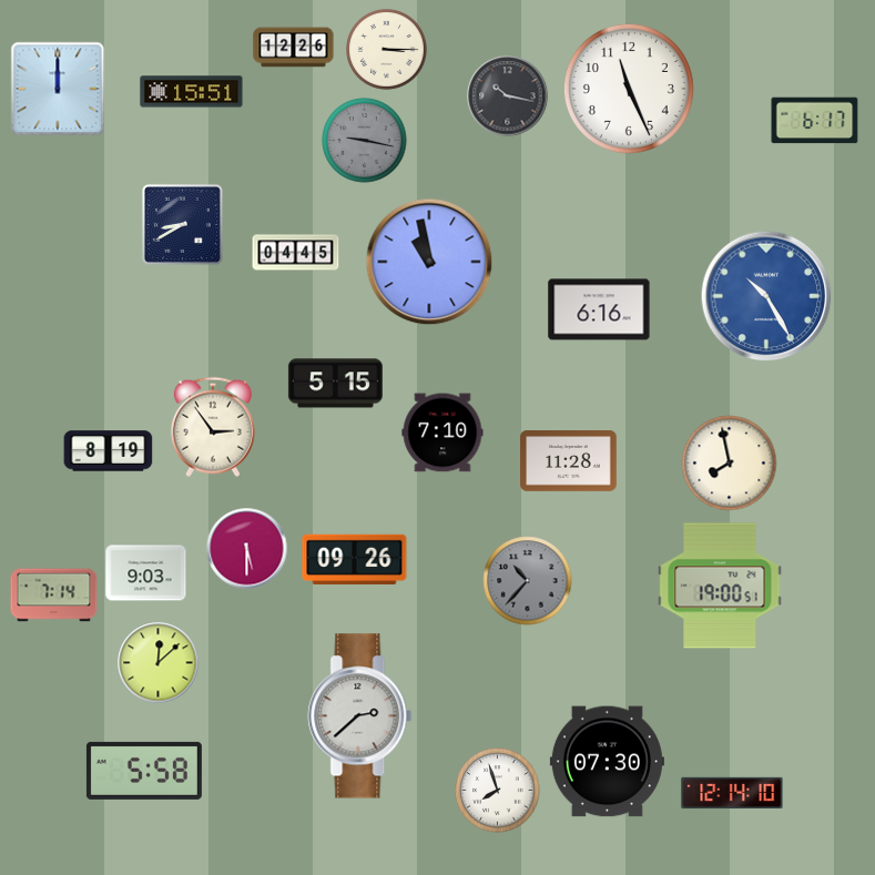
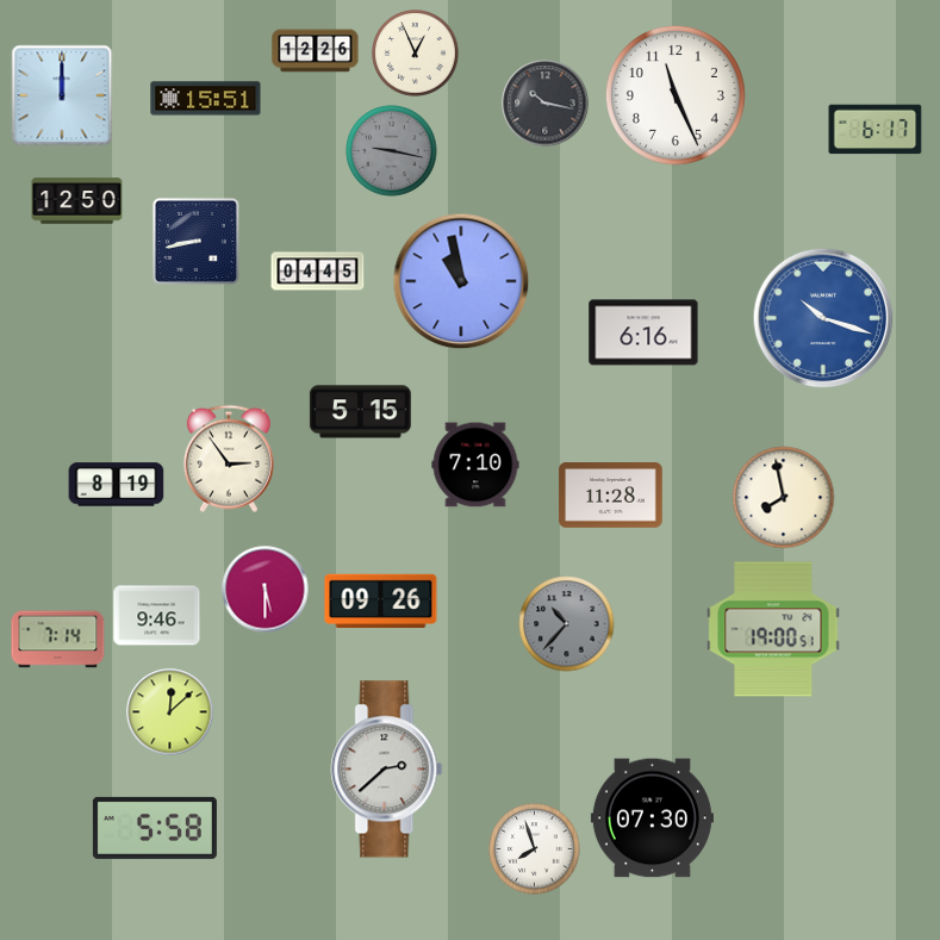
clock at (387, 50): 3:15 -> 12:56
clock at (77, 201): none -> 12:50
clock at (182, 224): 8:40 -> 8:43
clock at (766, 296): 10:25 -> 10:18
clock at (146, 573): 9:03 -> 9:46
clock at (732, 793): 12:14 -> none
